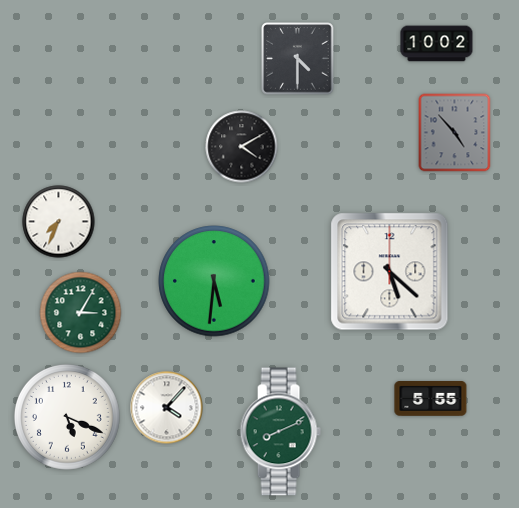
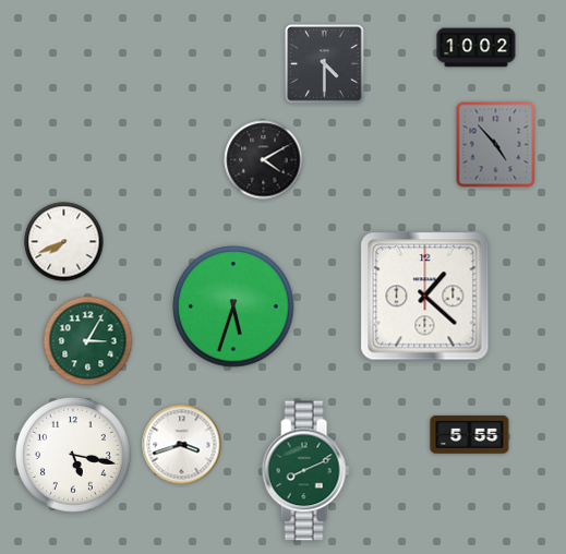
clock at (59, 222): 7:34 -> 7:41
clock at (390, 272): 5:22 -> 1:22
clock at (214, 281): 5:31 -> 5:33
clock at (167, 408): 4:07 -> 3:42
clock at (67, 417): 5:19 -> 5:17
